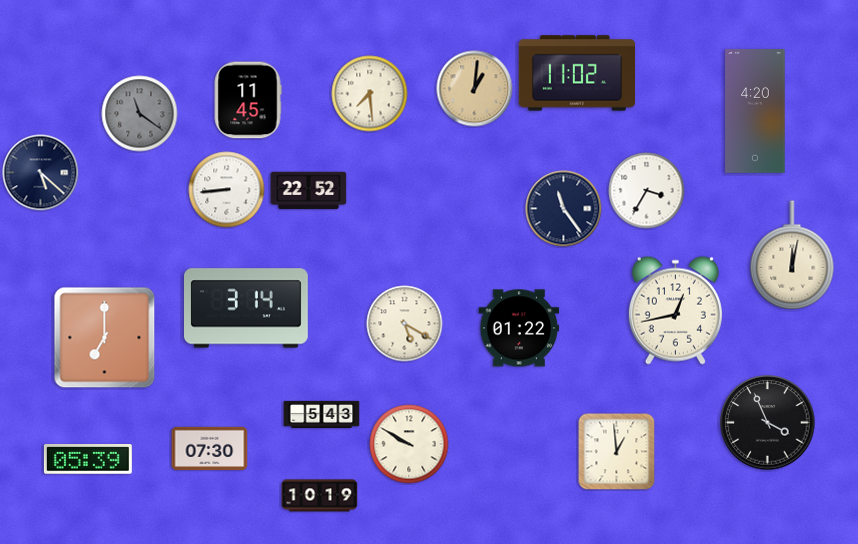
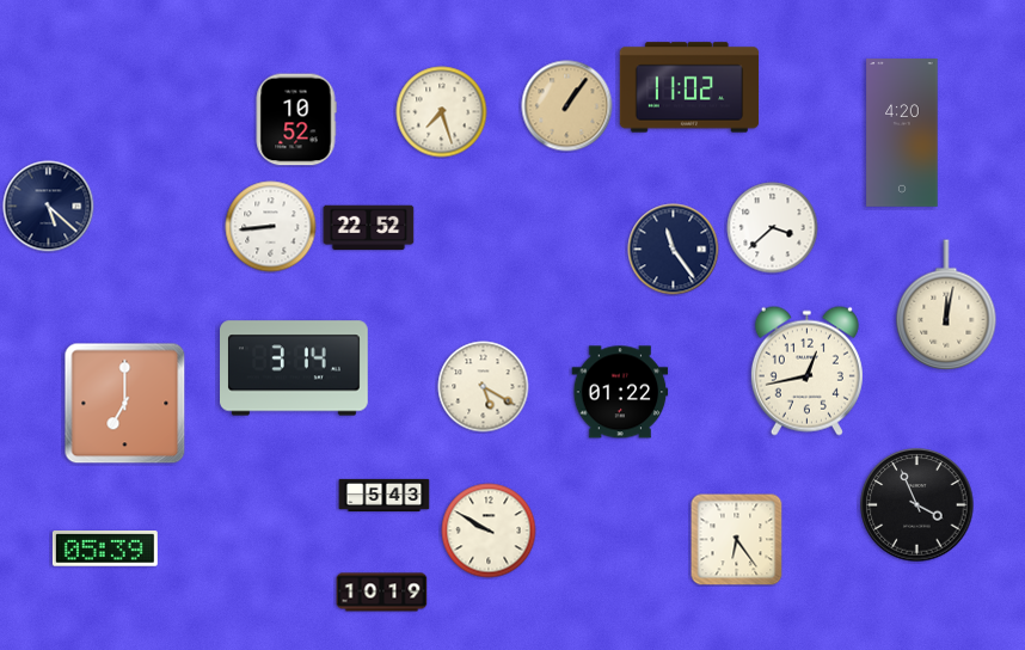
clock at (475, 89): 1:01 -> 1:06
clock at (370, 94): 7:29 -> 7:27
clock at (248, 100): 11:45 -> 10:52
clock at (140, 114): 11:21 -> none
clock at (647, 191): 3:35 -> 3:38
clock at (210, 448): 07:30 -> none
clock at (617, 452): 12:59 -> 6:24
